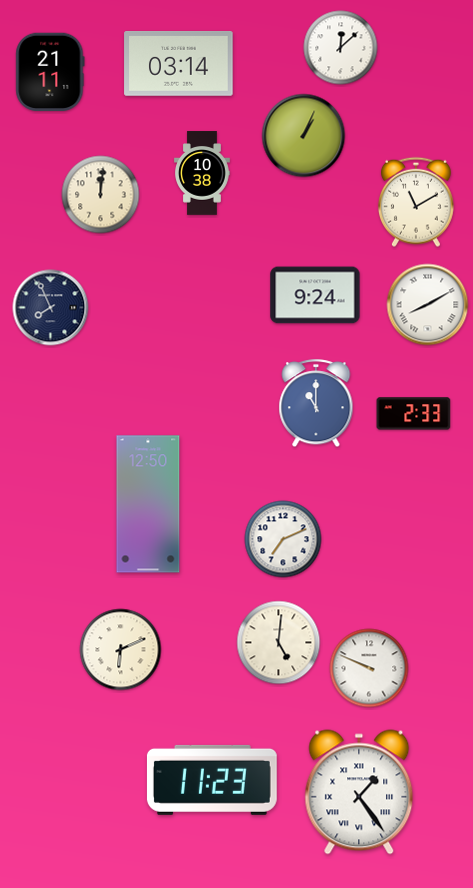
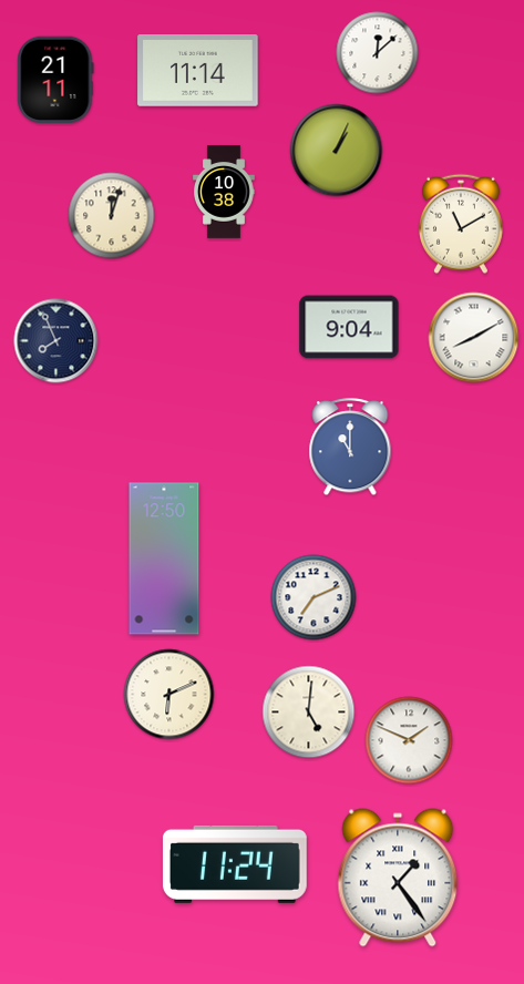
clock at (179, 64): 03:14 -> 11:14
clock at (101, 195): 12:01 -> 12:03
clock at (315, 295): 9:24 -> 9:04
clock at (414, 414): 2:33 -> none
clock at (121, 650) position: (121, 650) -> (169, 695)
clock at (369, 668): 9:49 -> 1:49
clock at (212, 780): 11:23 -> 11:24
